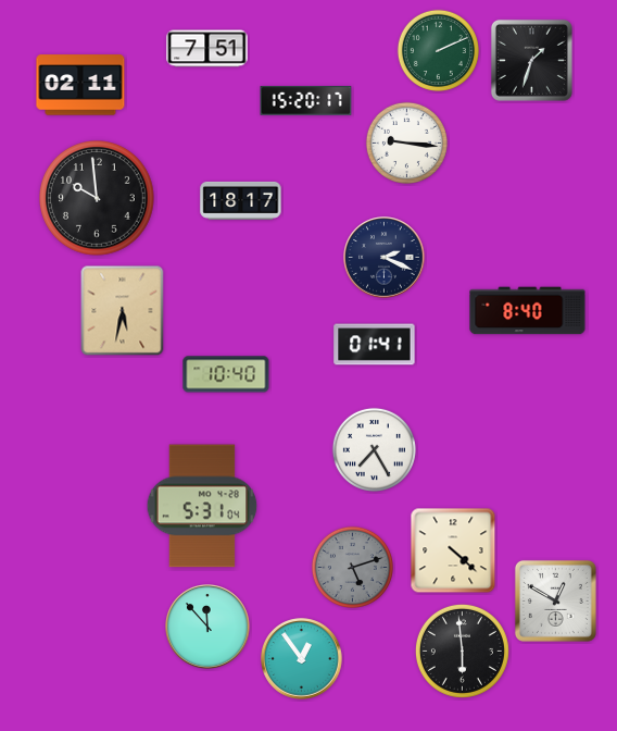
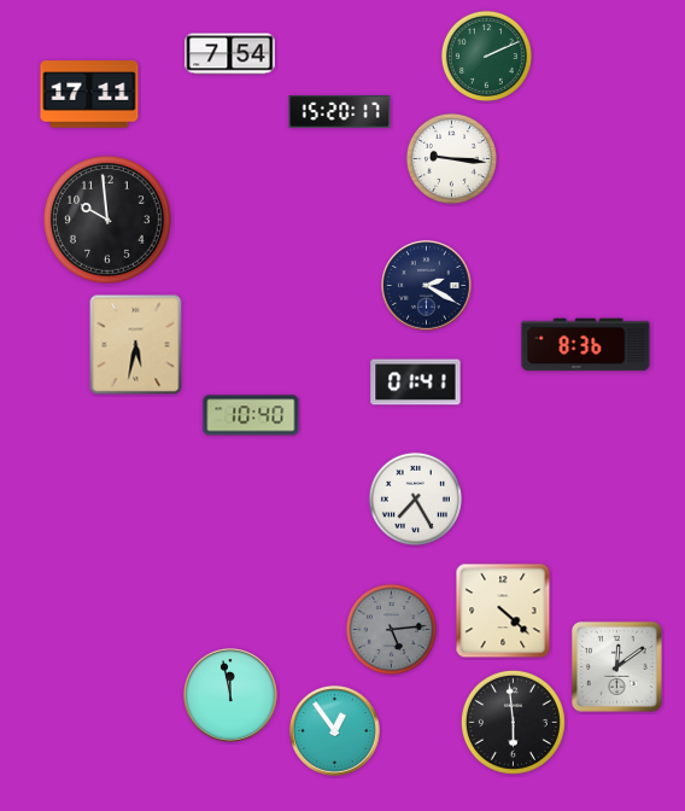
clock at (207, 49): 7:51 -> 7:54
clock at (531, 60): 1:33 -> none
clock at (80, 85): 02:11 -> 17:11
clock at (241, 200): 18:17 -> none
clock at (385, 258): 2:19 -> 2:20
clock at (528, 311): 8:40 -> 8:36
clock at (202, 506): 5:31 -> none
clock at (352, 567): 5:12 -> 5:14
clock at (555, 600): 12:50 -> 12:09
clock at (209, 628): 11:53 -> 11:58
